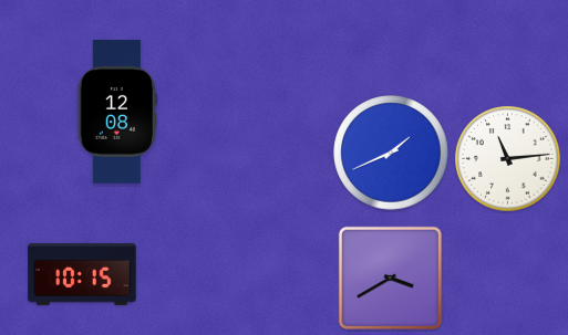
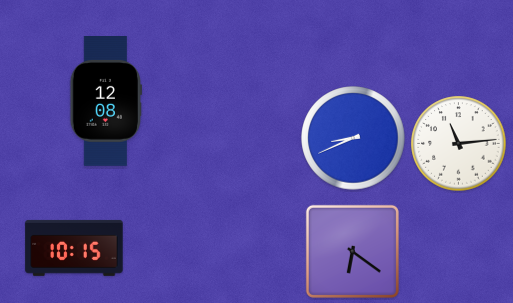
clock at (391, 153): 1:41 -> 8:41
clock at (390, 278): 3:40 -> 6:21
